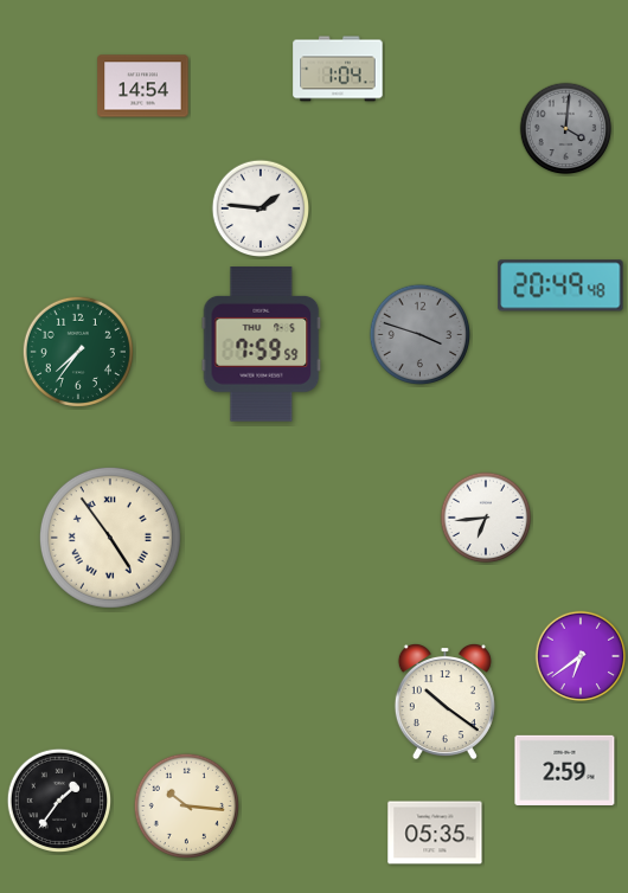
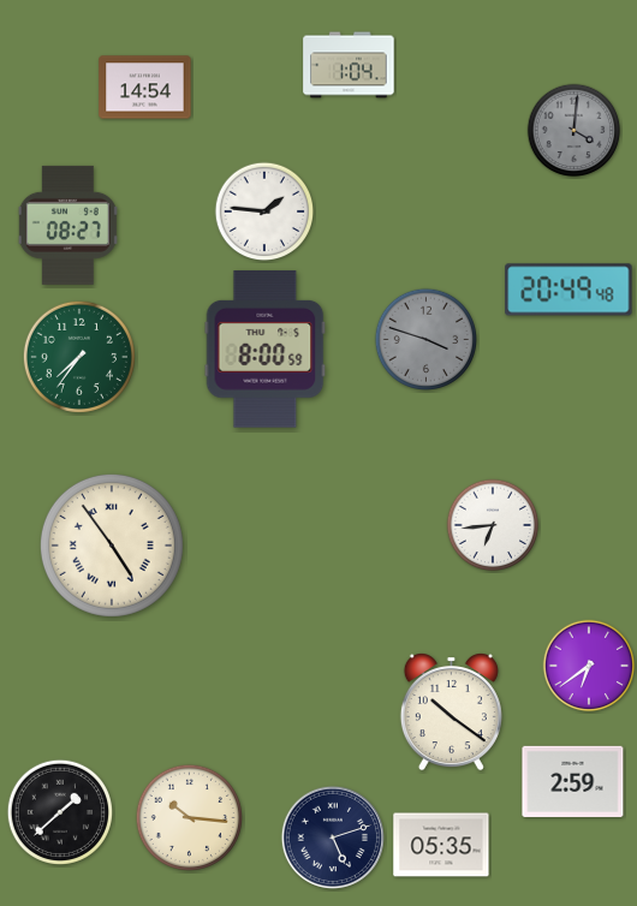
clock at (338, 69) position: (338, 69) -> (349, 65)
clock at (67, 225): none -> 08:27
clock at (262, 345): 7:59 -> 8:00
clock at (58, 799): 1:36 -> 1:38
clock at (333, 838): none -> 5:12
